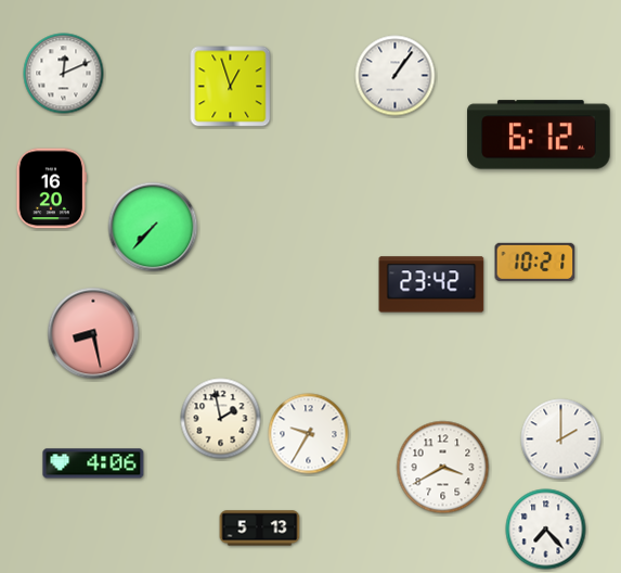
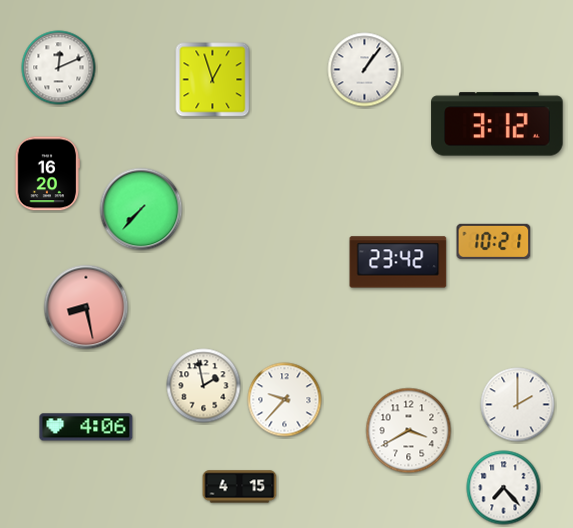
clock at (539, 135): 6:12 -> 3:12
clock at (309, 434): 9:35 -> 9:37
clock at (260, 529): 5:13 -> 4:15
